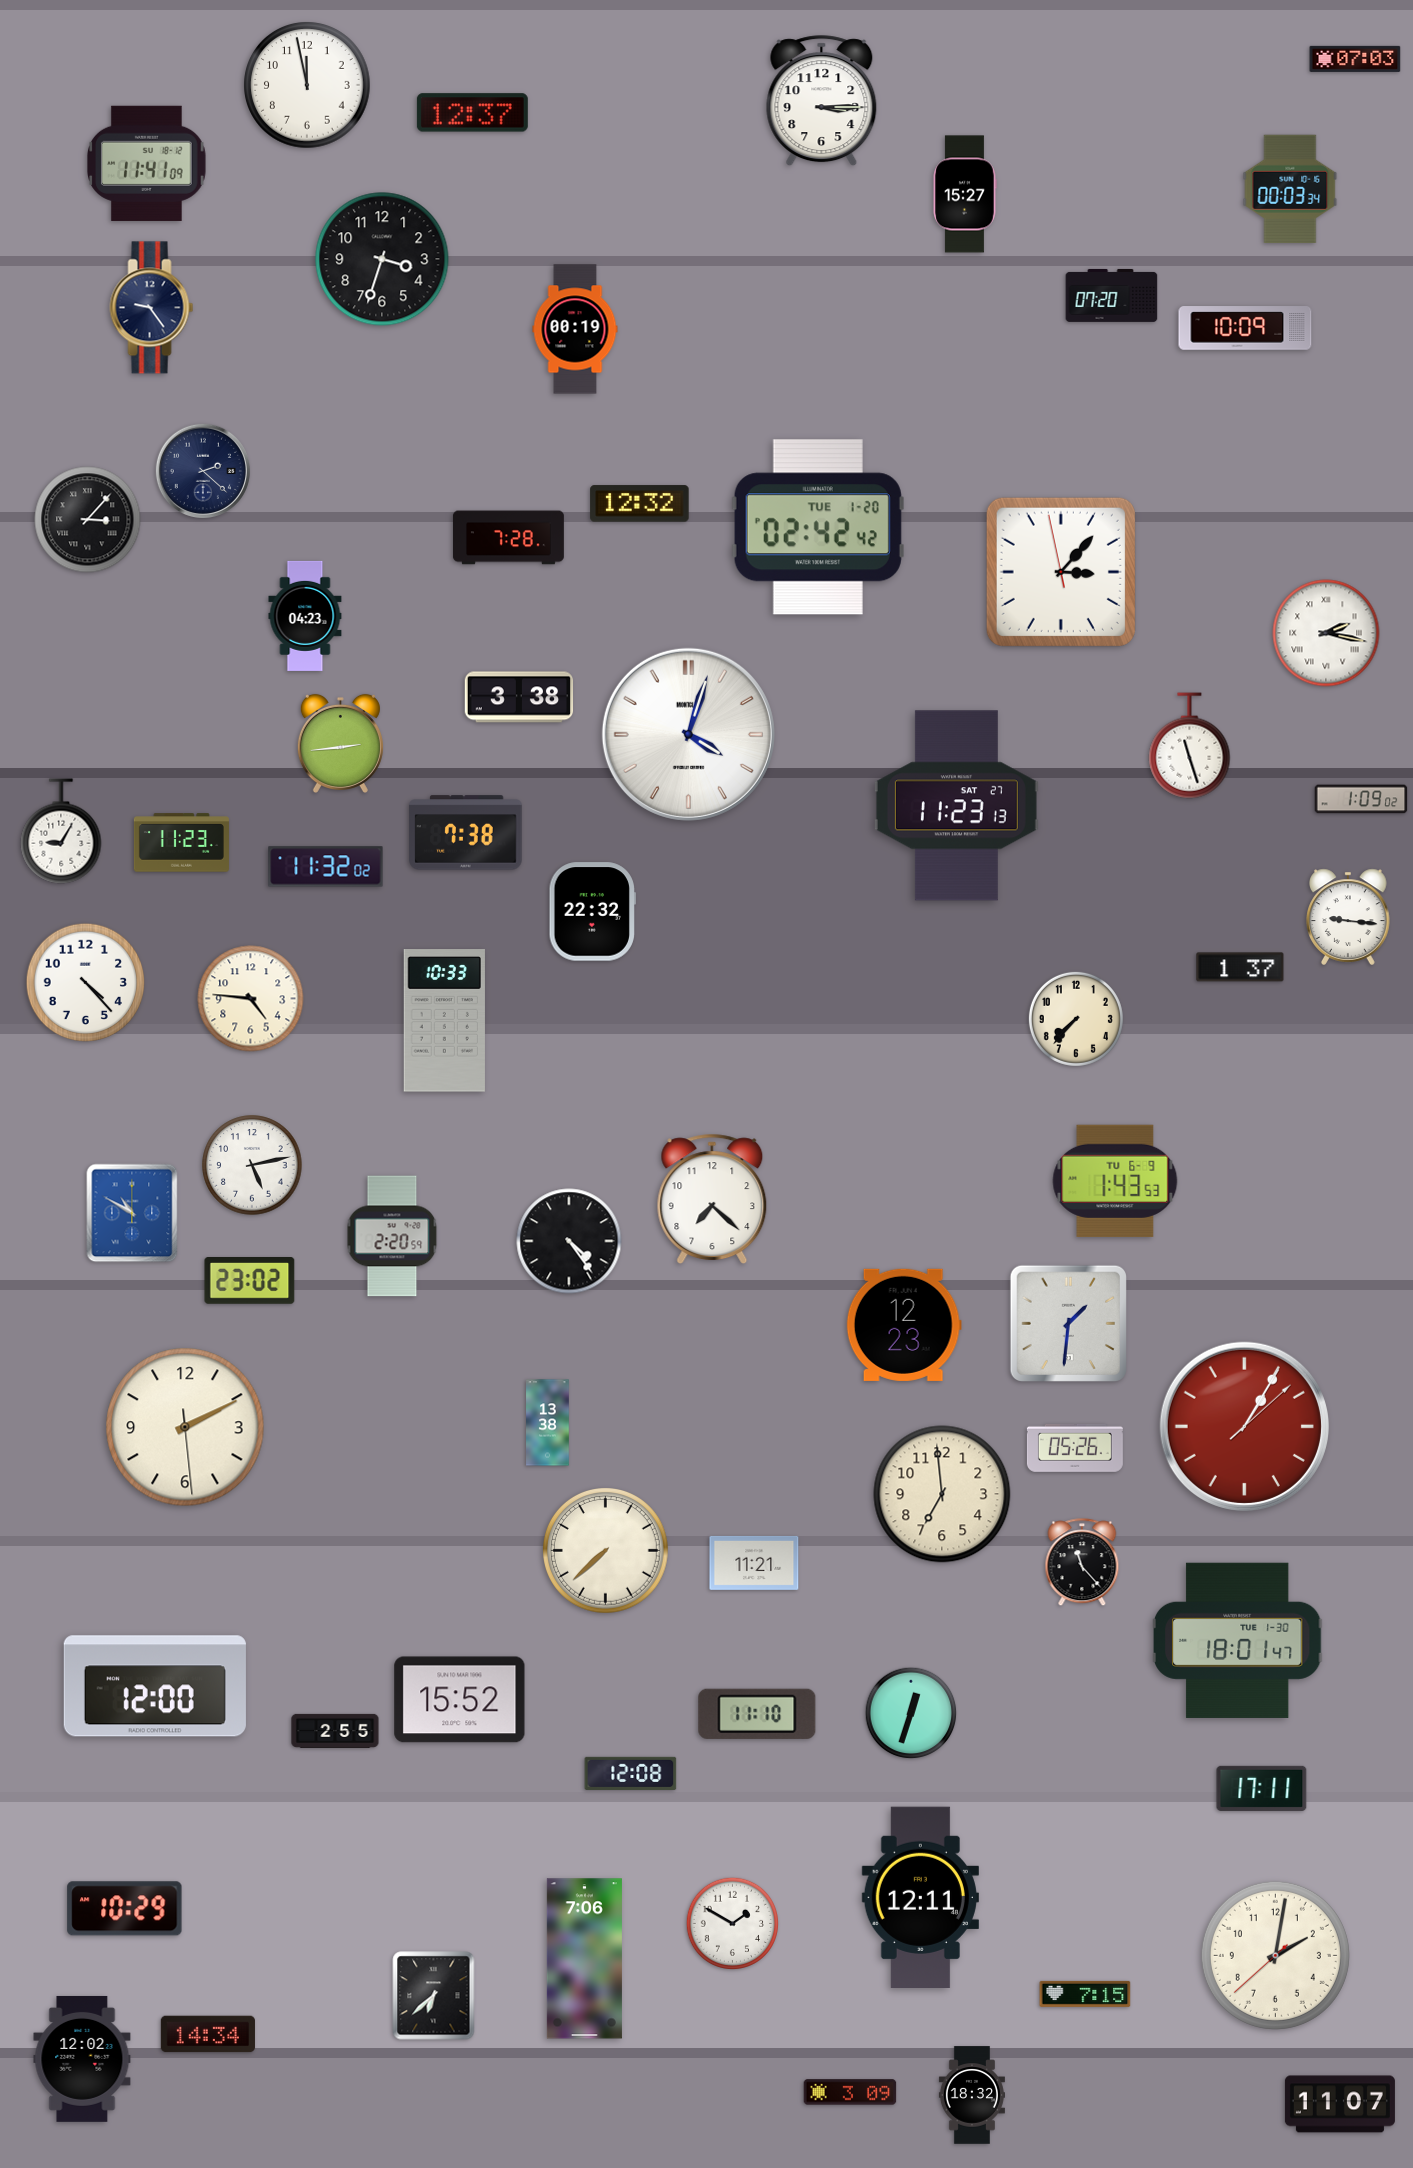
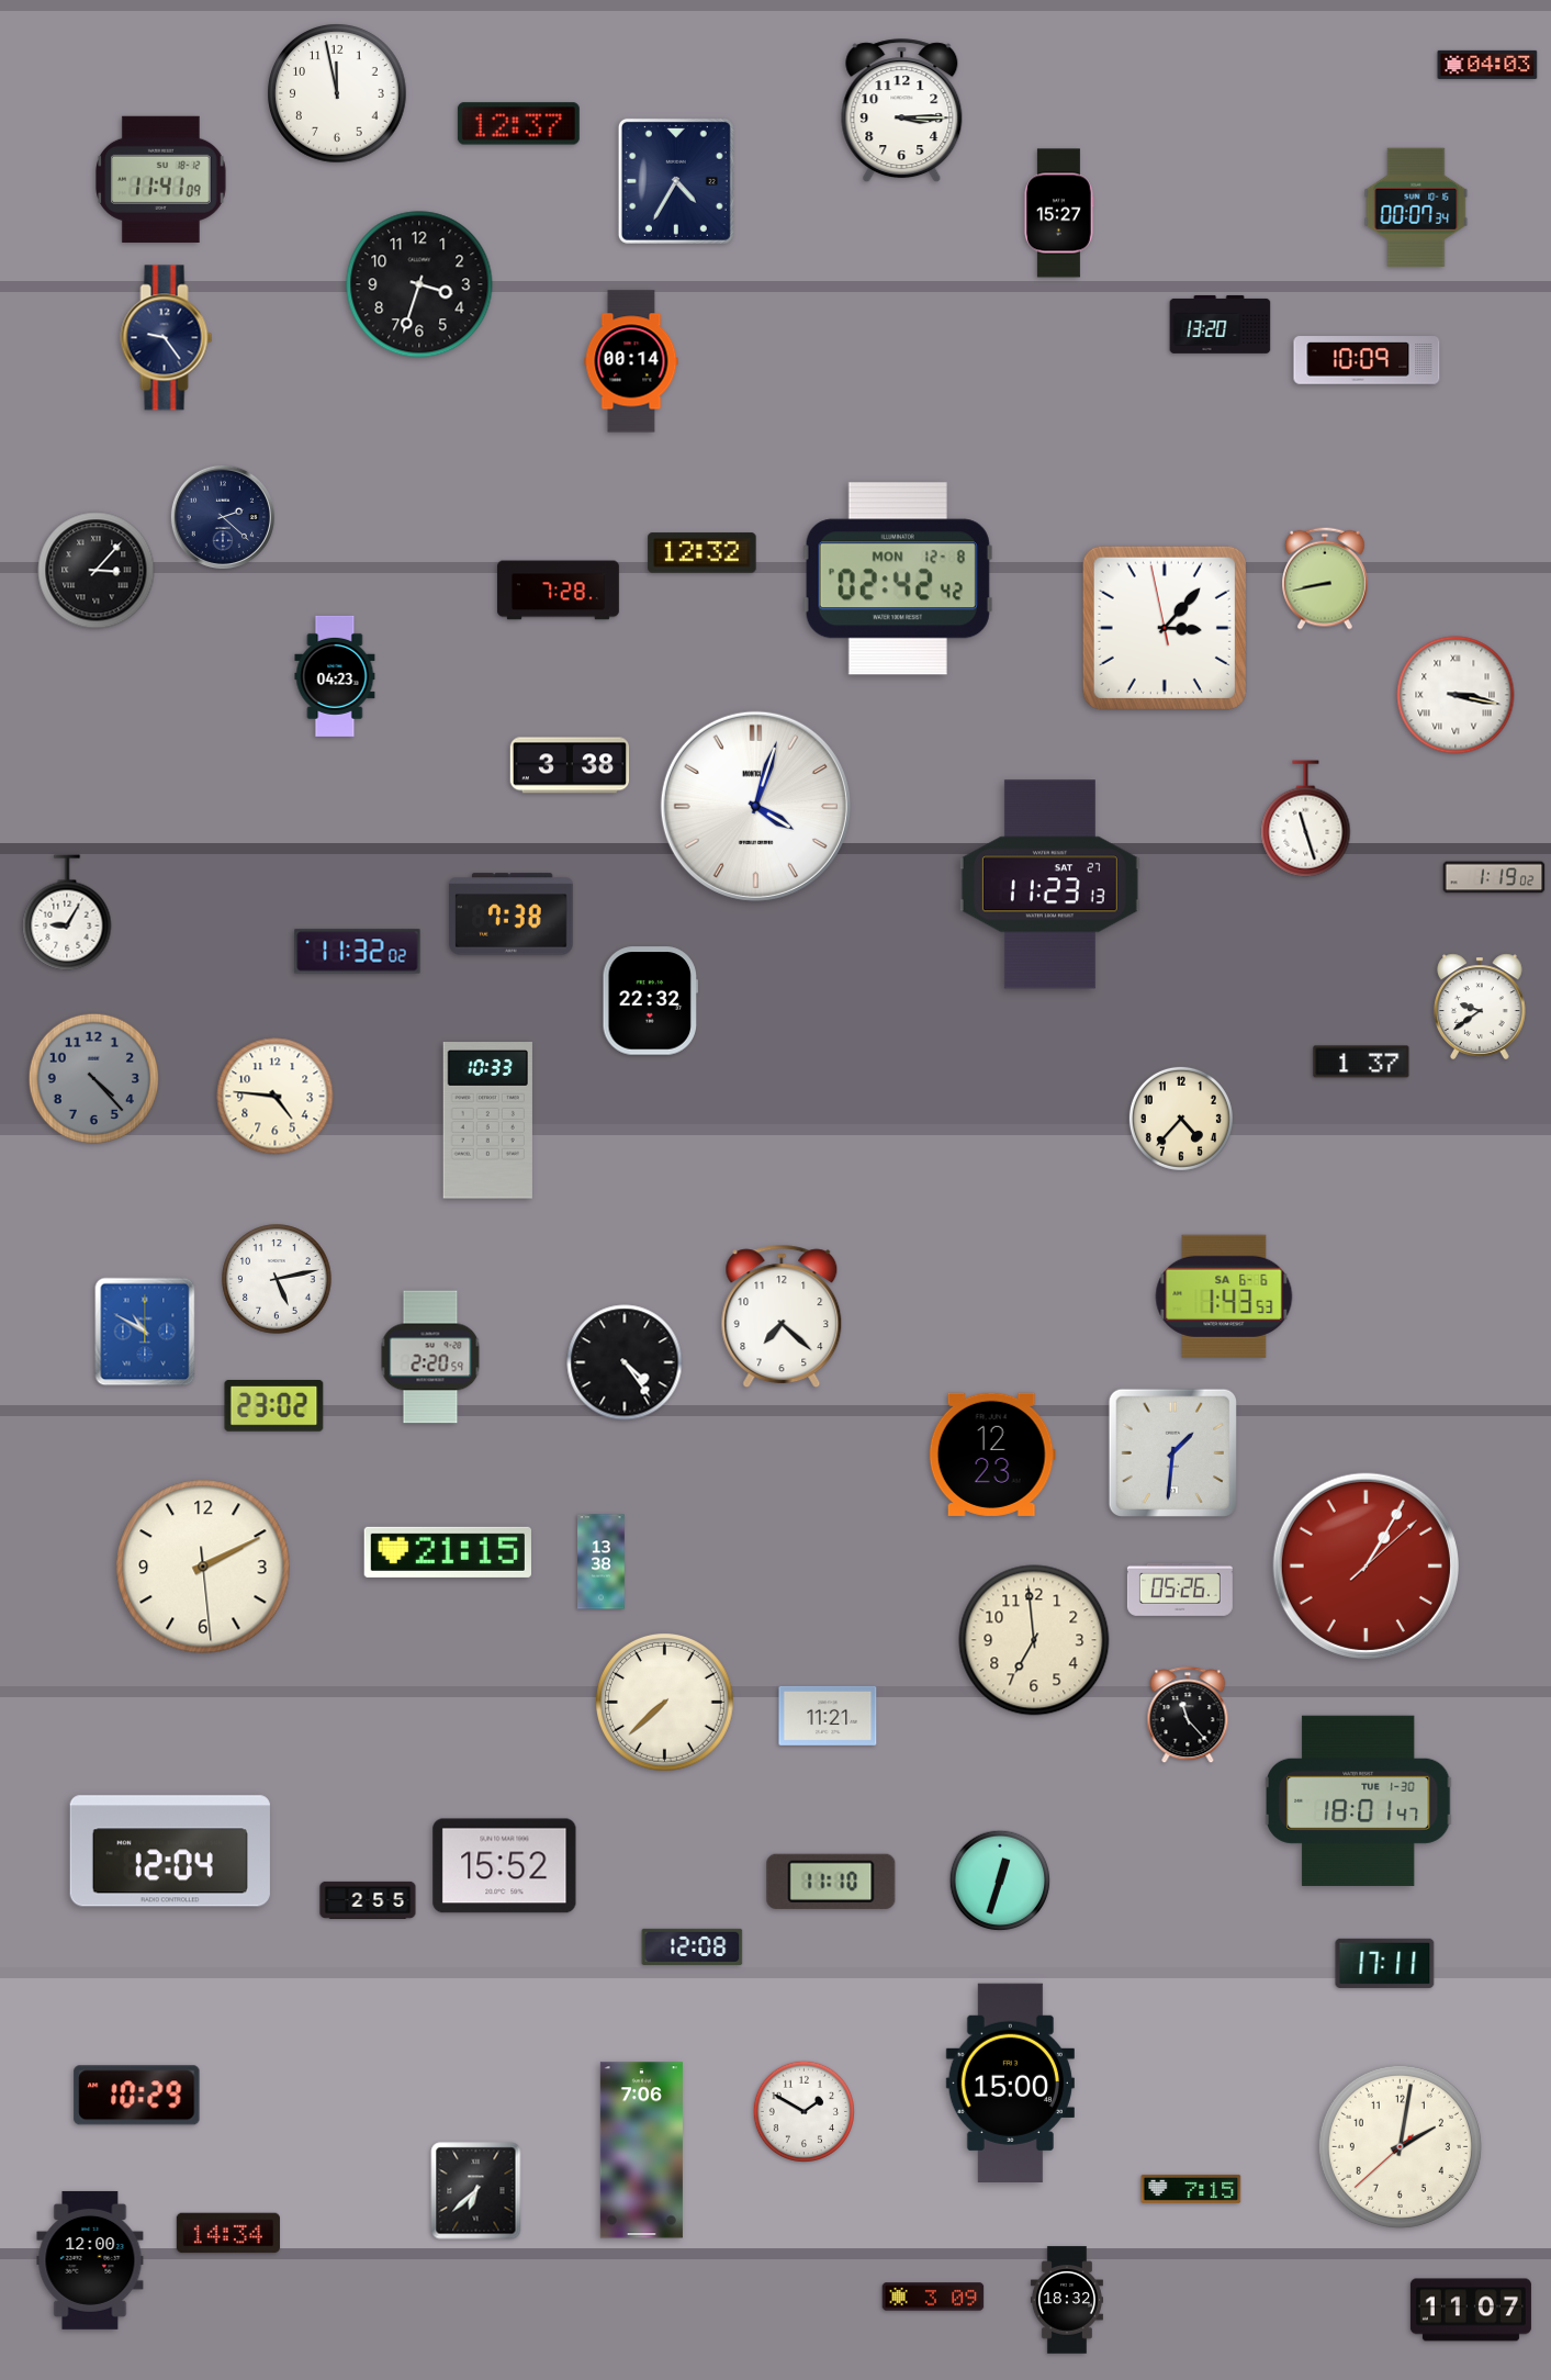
clock at (1355, 59): 07:03 -> 04:03
clock at (676, 181): none -> 4:35
clock at (1290, 189): 00:03 -> 00:07
clock at (1112, 295): 07:20 -> 13:20
clock at (575, 329): 00:19 -> 00:14
clock at (818, 527) date: TUE 1-20 -> MON 12-8
clock at (1326, 579): none -> 8:43
clock at (1326, 633): 2:17 -> 3:17
clock at (340, 743): 2:44 -> none
clock at (1361, 799): 1:09 -> 1:19
clock at (181, 843): 11:23 -> none
clock at (1349, 917): 9:16 -> 9:39
clock at (85, 982) dial: white -> grey
clock at (1076, 1019): 7:37 -> 4:37
clock at (1115, 1181) date: TU 6-9 -> SA 6-6
clock at (448, 1552): none -> 21:15
clock at (155, 1686): 12:00 -> 12:04
clock at (920, 1897): 12:11 -> 15:00
clock at (82, 2059): 12:02 -> 12:00
